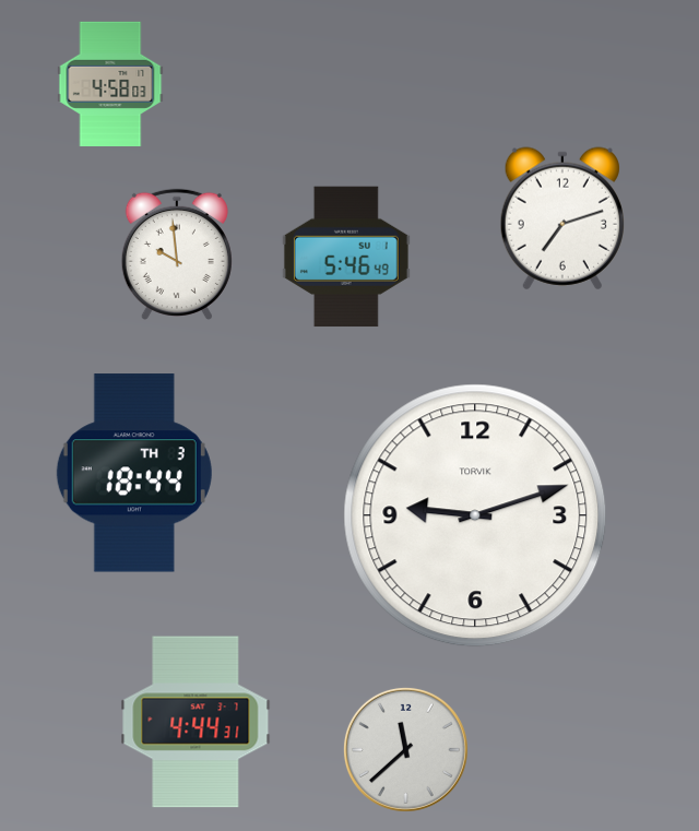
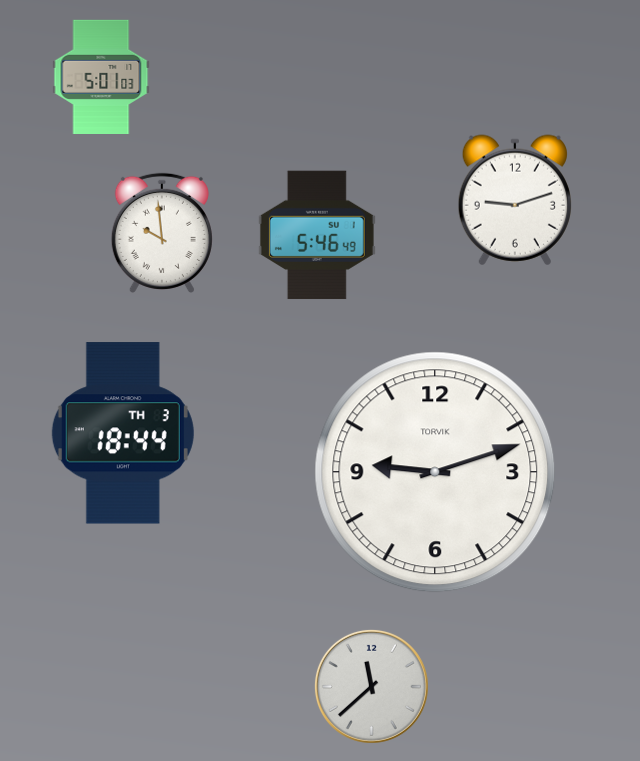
clock at (110, 84): 4:58 -> 5:01
clock at (562, 218): 7:12 -> 9:12
clock at (196, 722): 4:44 -> none
